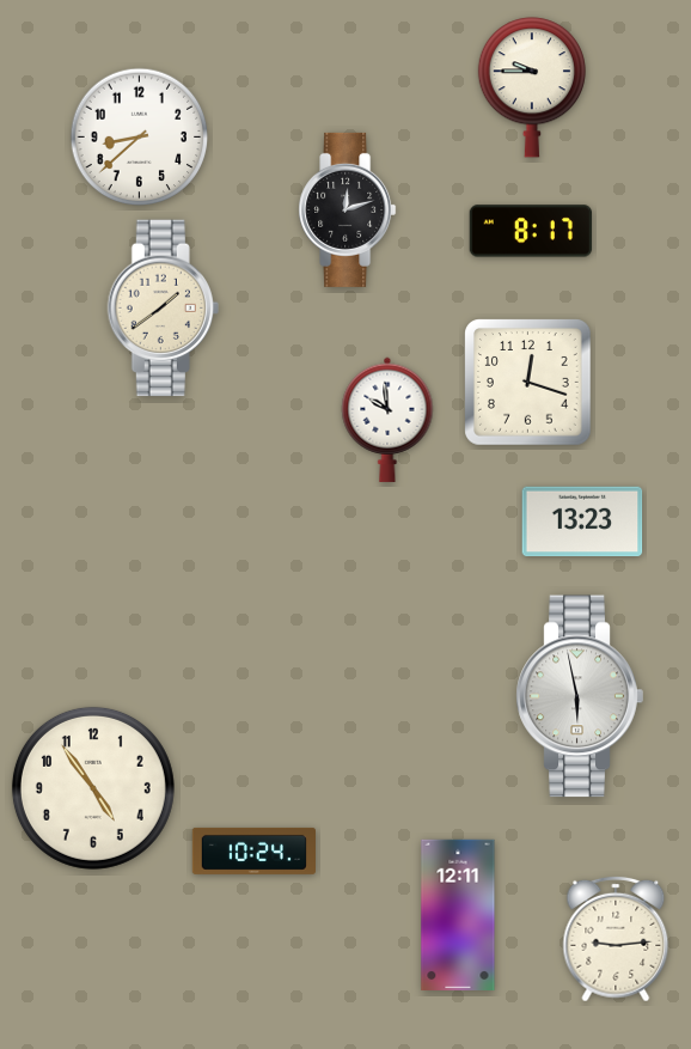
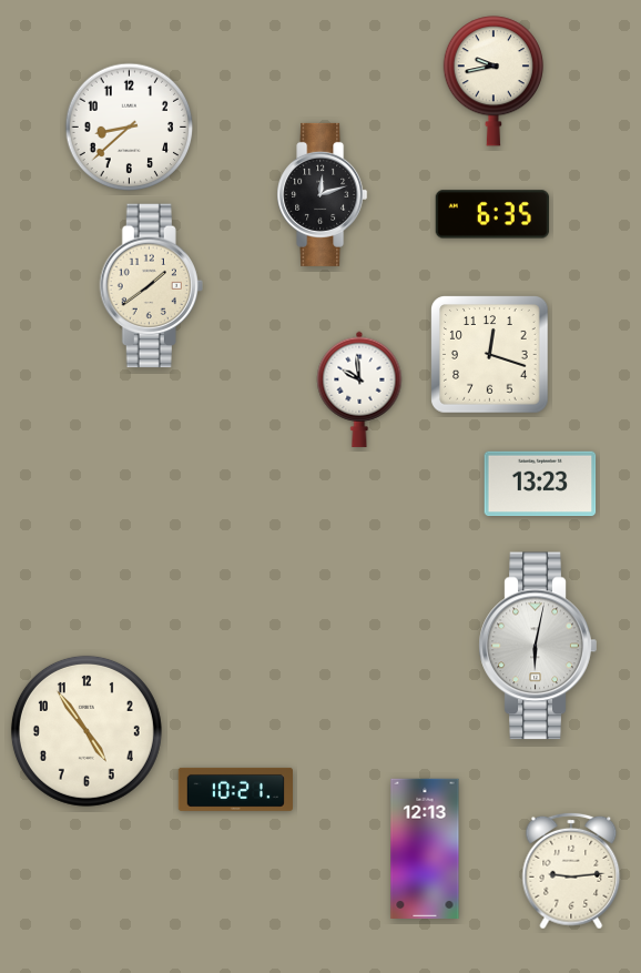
clock at (531, 87): 9:45 -> 9:43
clock at (531, 231): 8:17 -> 6:35
clock at (580, 696): 5:58 -> 6:02
clock at (253, 850): 10:24 -> 10:21
clock at (458, 914): 12:11 -> 12:13
